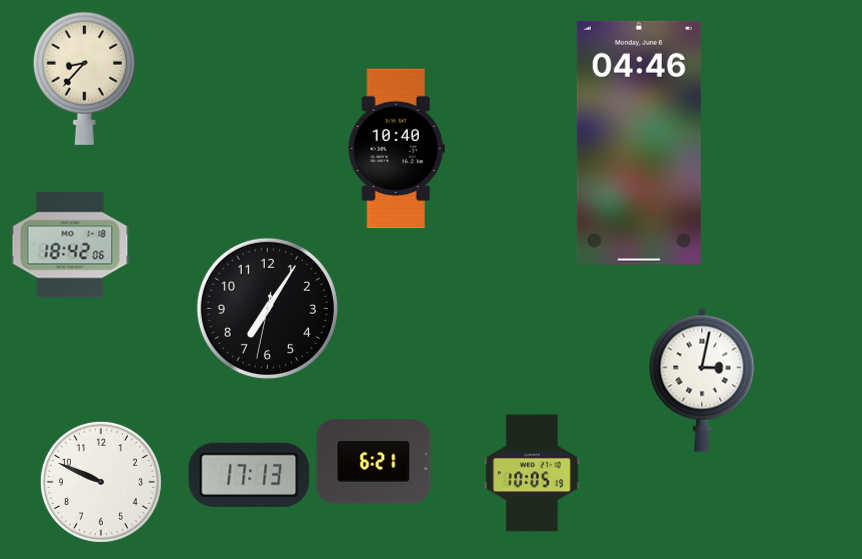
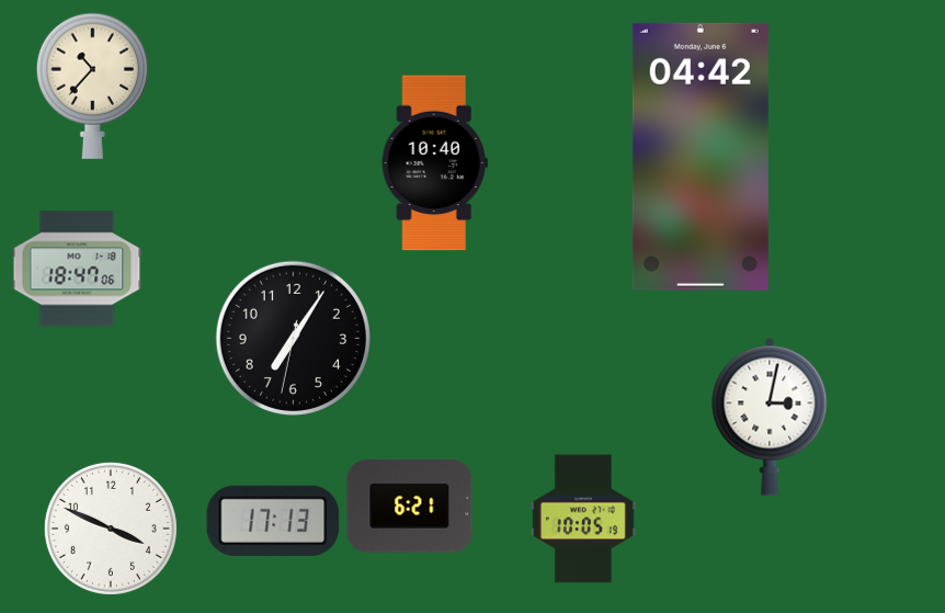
clock at (84, 78): 8:37 -> 10:37
clock at (639, 143): 04:46 -> 04:42
clock at (70, 245): 18:42 -> 18:47
clock at (101, 482): 9:49 -> 3:49
